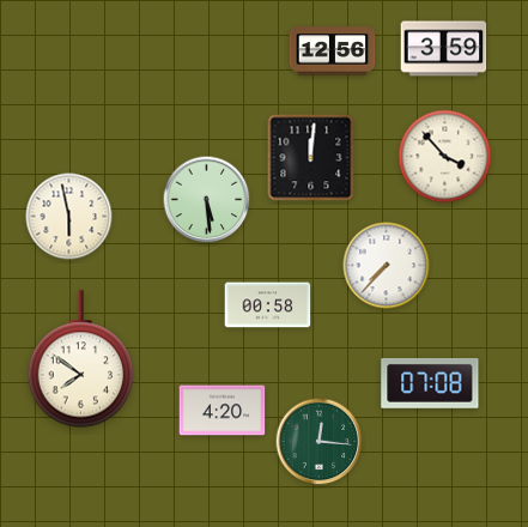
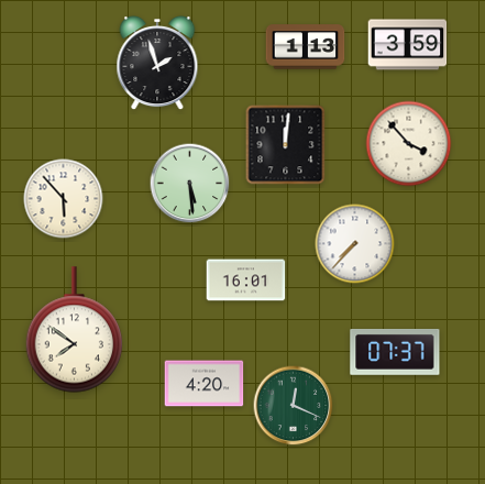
clock at (333, 52): 12:56 -> 1:13
clock at (157, 64): none -> 1:57
clock at (69, 217): 5:58 -> 5:53
clock at (268, 305): 00:58 -> 16:01
clock at (430, 383): 07:08 -> 07:37
clock at (223, 411) position: (223, 411) -> (205, 384)
clock at (320, 442): 12:16 -> 12:19
